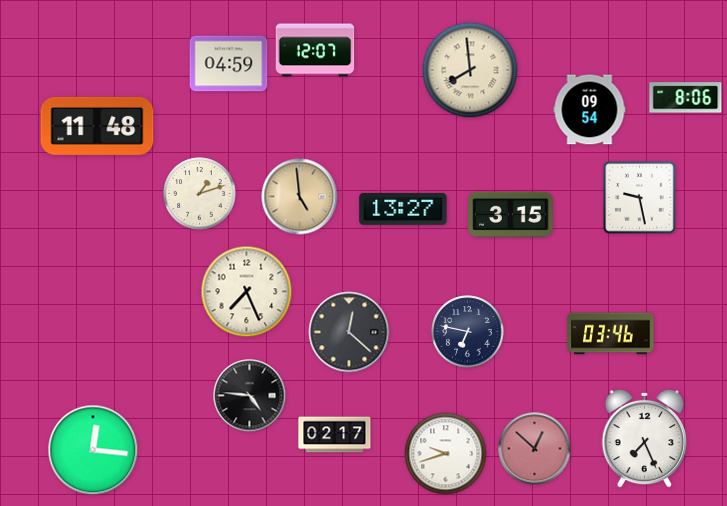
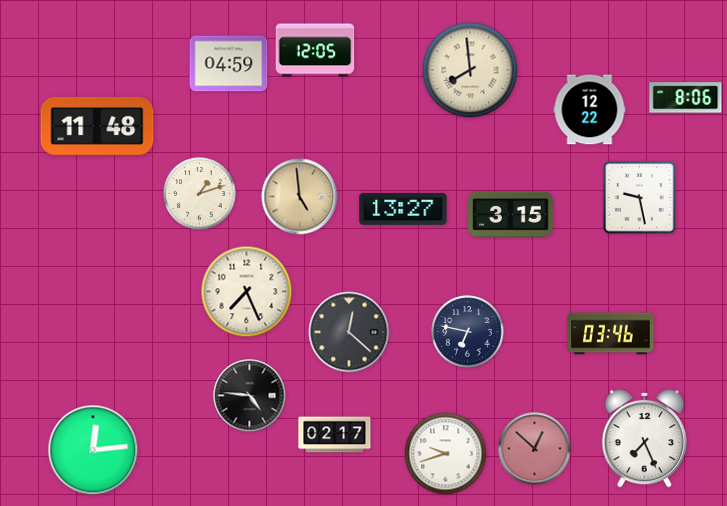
clock at (315, 50): 12:07 -> 12:05
clock at (590, 110): 09:54 -> 12:22
clock at (93, 450): 12:16 -> 12:14
